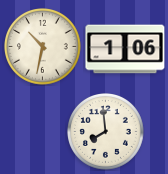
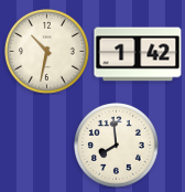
clock at (125, 49): 1:06 -> 1:42
